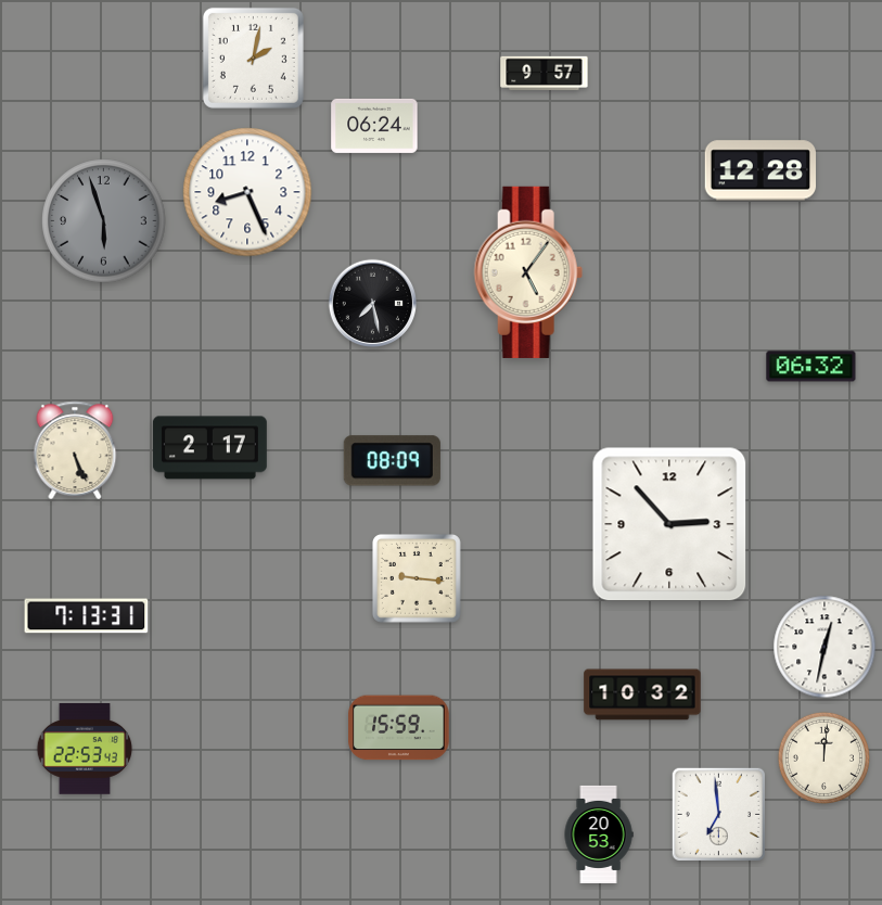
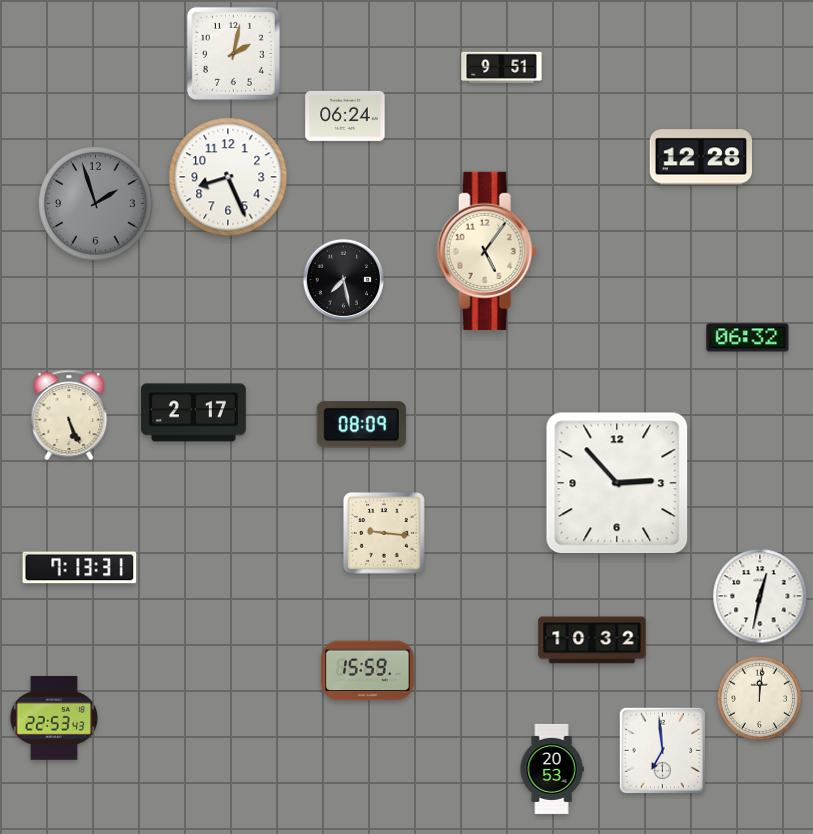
clock at (545, 73): 9:57 -> 9:51
clock at (104, 221): 5:57 -> 1:57
clock at (85, 750) position: (85, 750) -> (54, 719)
